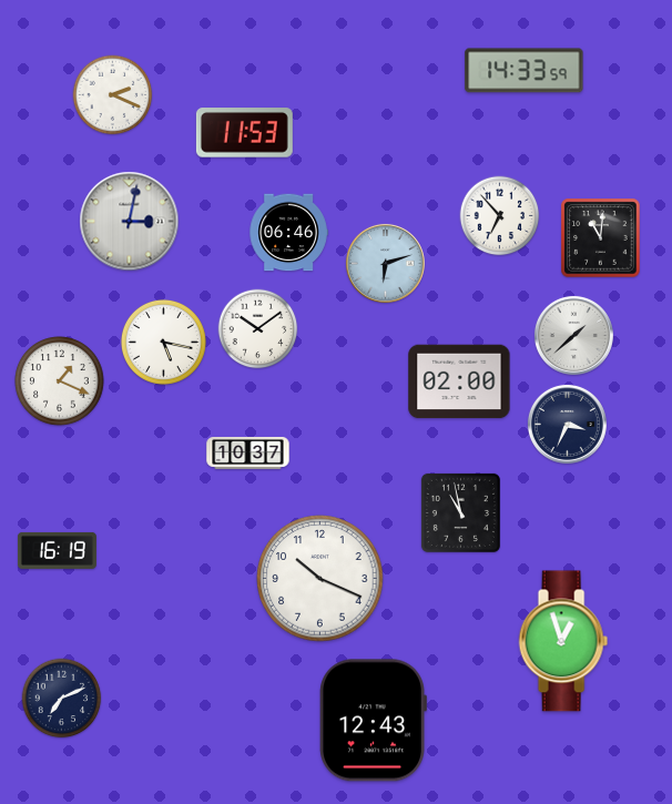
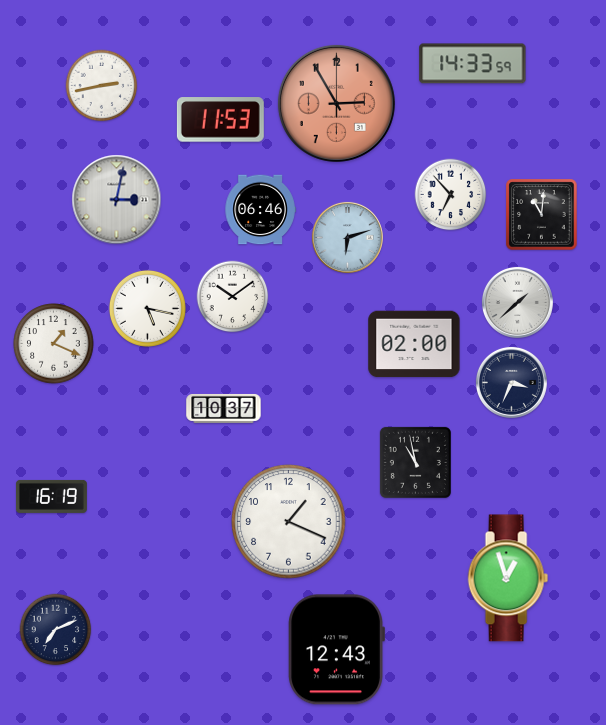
clock at (113, 95): 2:19 -> 2:43
clock at (336, 103): none -> 2:55
clock at (320, 579): 10:19 -> 1:19
